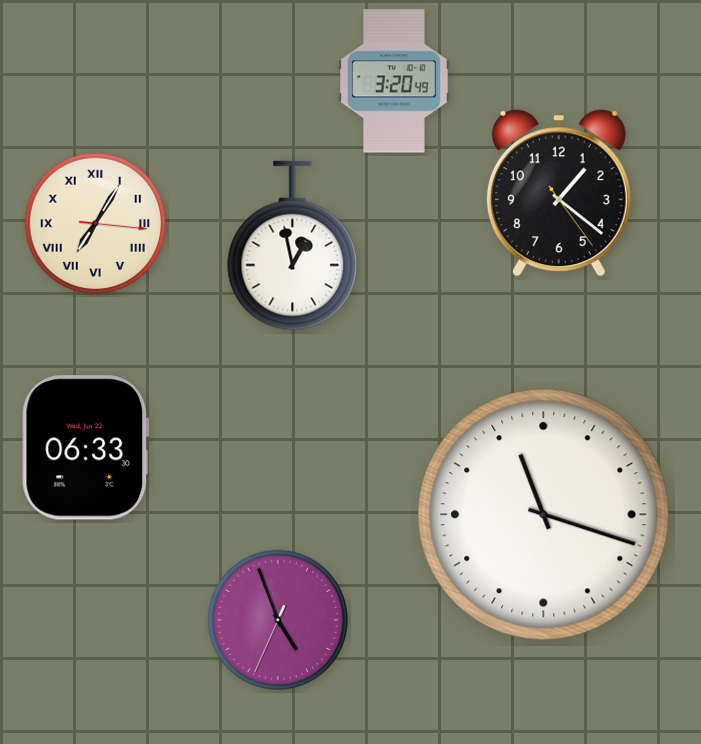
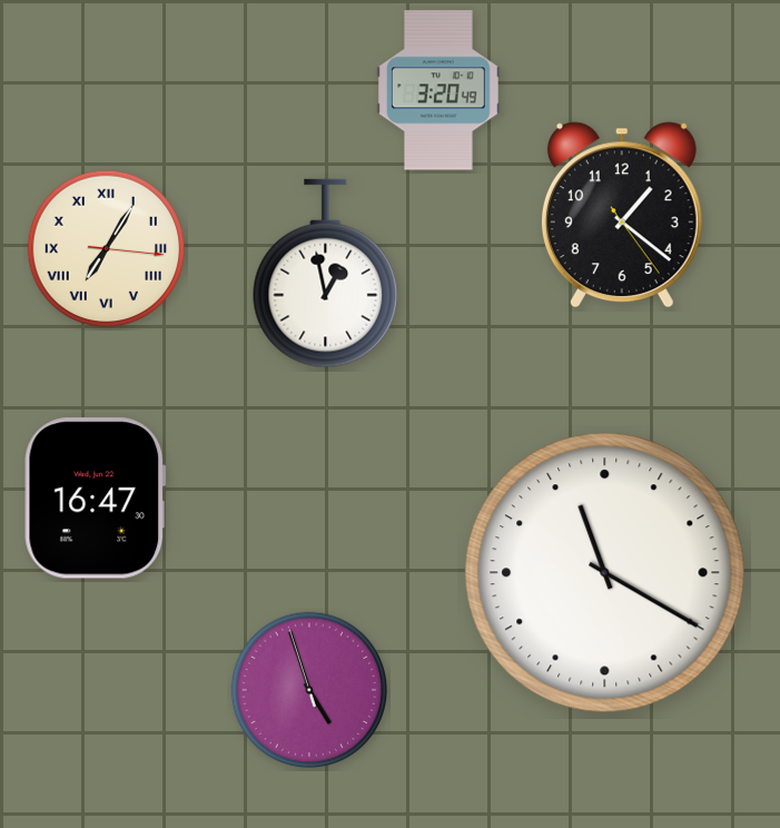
clock at (86, 448): 06:33 -> 16:47
clock at (544, 515): 11:18 -> 11:20
clock at (277, 619): 4:56:34 -> 4:56:57
